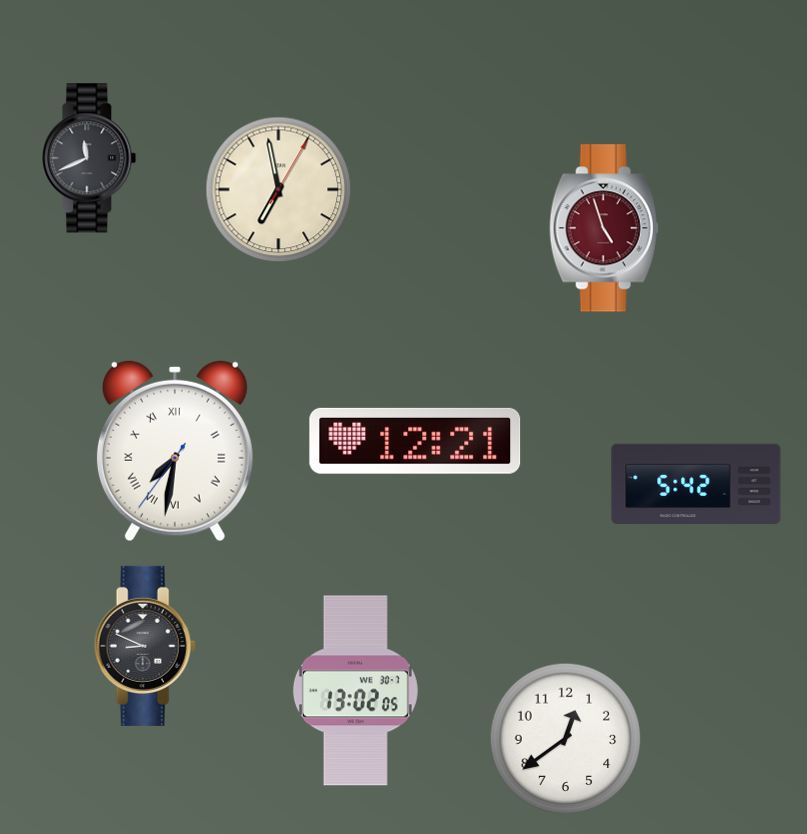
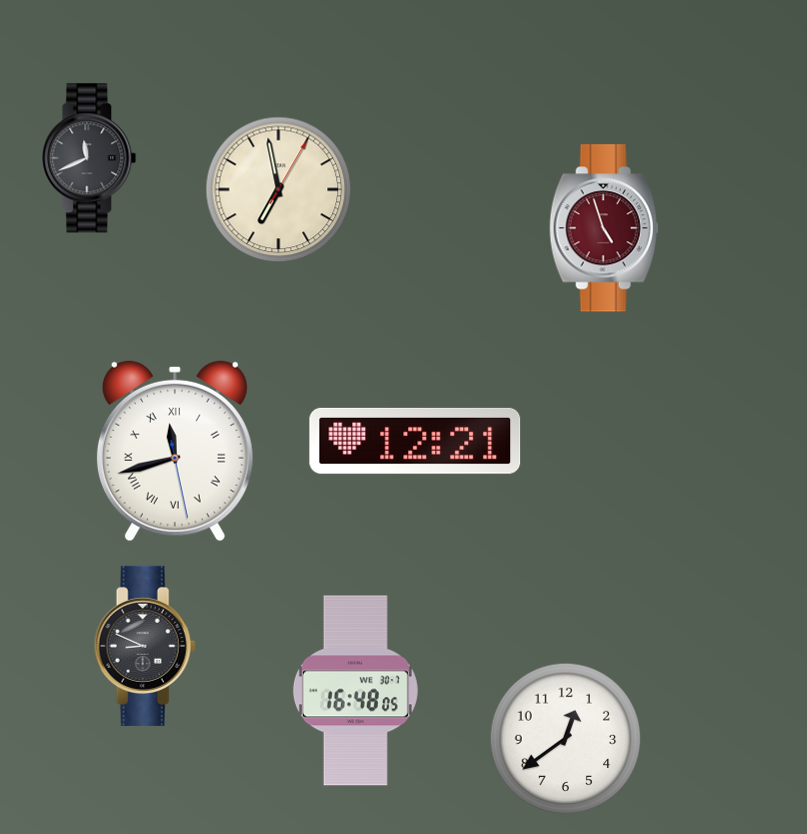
clock at (175, 451): 7:31 -> 11:42
clock at (696, 483): 5:42 -> none
clock at (355, 691): 13:02 -> 16:48
